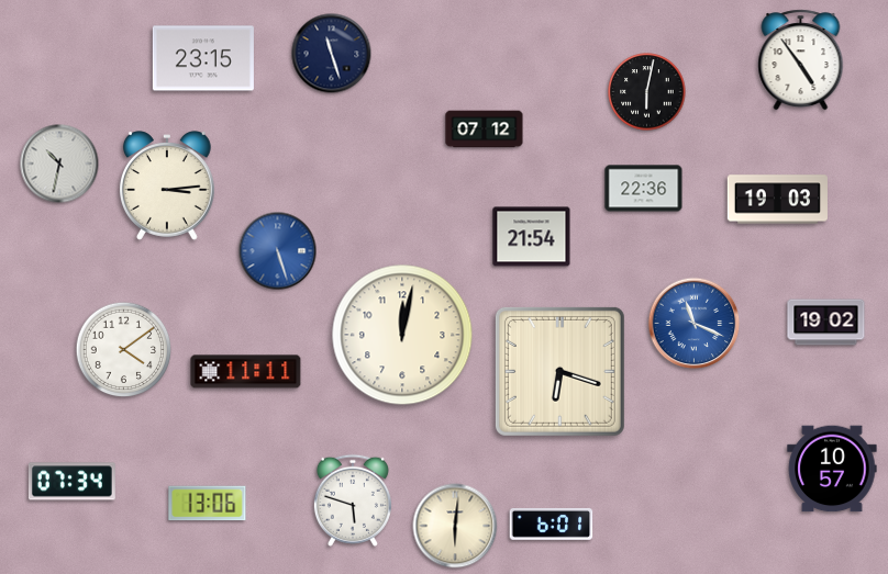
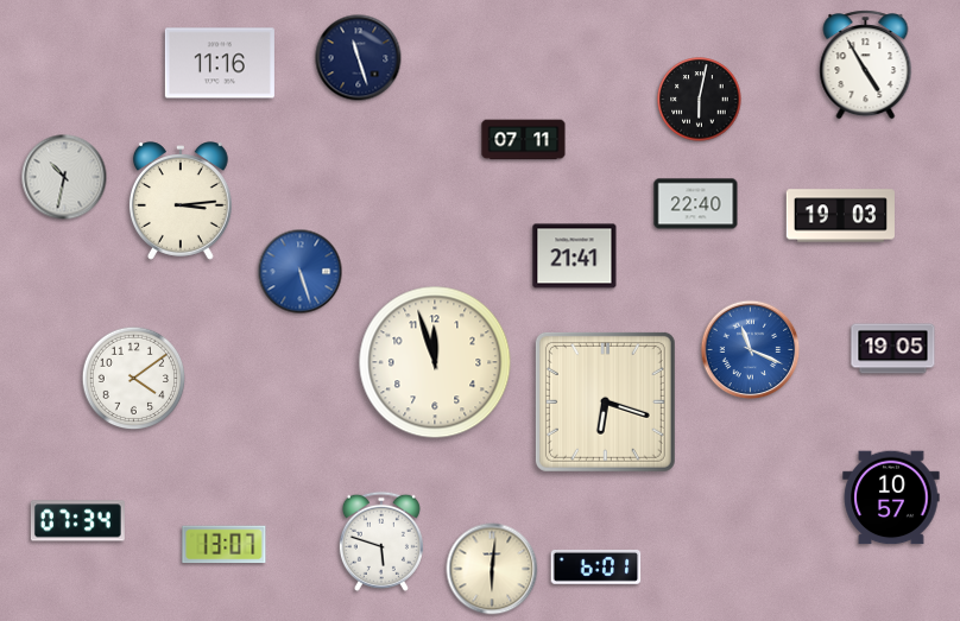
clock at (203, 58): 23:15 -> 11:16
clock at (801, 60): 4:54 -> 4:55
clock at (485, 130): 07:12 -> 07:11
clock at (644, 189): 22:36 -> 22:40
clock at (532, 237): 21:54 -> 21:41
clock at (826, 323): 19:02 -> 19:05
clock at (402, 335): 12:02 -> 11:57
clock at (246, 372): 11:11 -> none
clock at (832, 469) position: (832, 469) -> (891, 498)
clock at (208, 504): 13:06 -> 13:07
